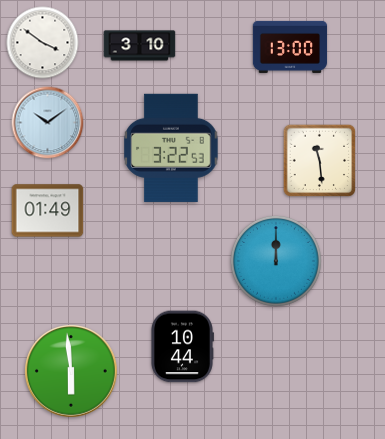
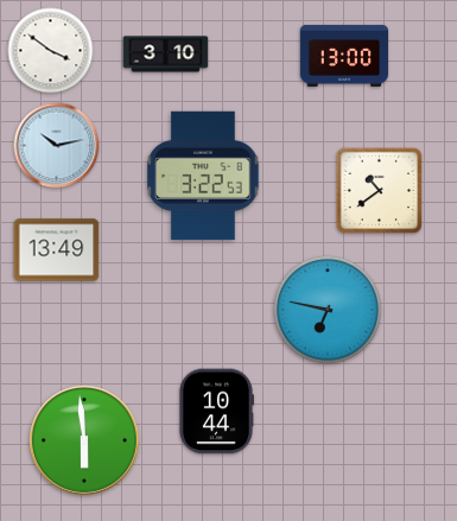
clock at (48, 123): 10:09 -> 10:13
clock at (320, 161): 11:29 -> 10:39
clock at (48, 211): 01:49 -> 13:49
clock at (276, 261): 12:00 -> 6:47
